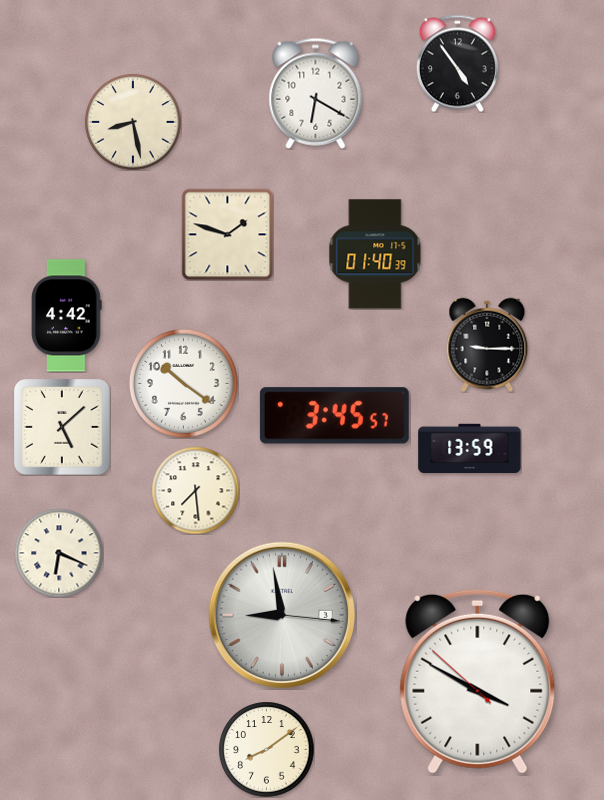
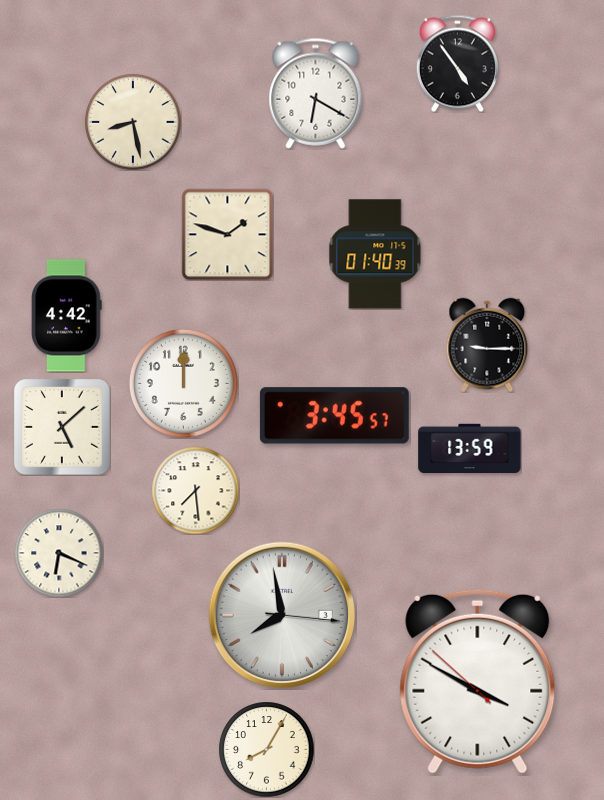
clock at (183, 383): 10:21 -> 12:00
clock at (282, 615): 8:58 -> 7:58
clock at (266, 749): 8:09 -> 8:05
